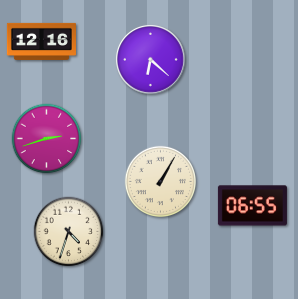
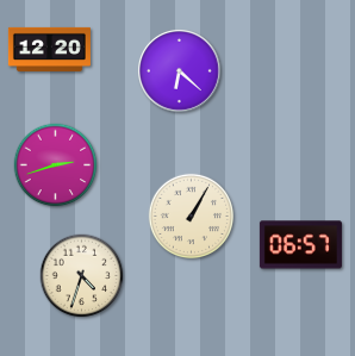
clock at (41, 41): 12:16 -> 12:20
clock at (252, 206): 06:55 -> 06:57
